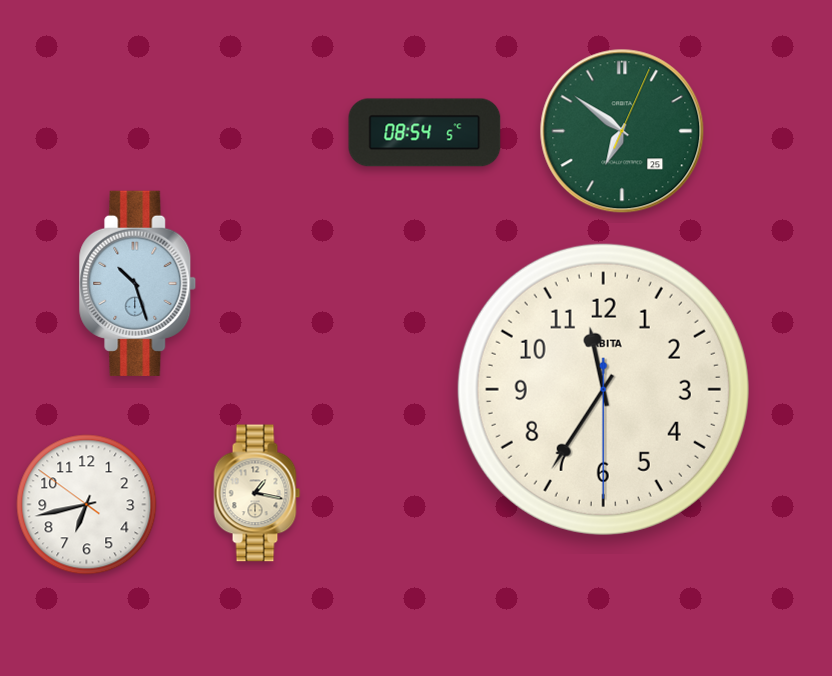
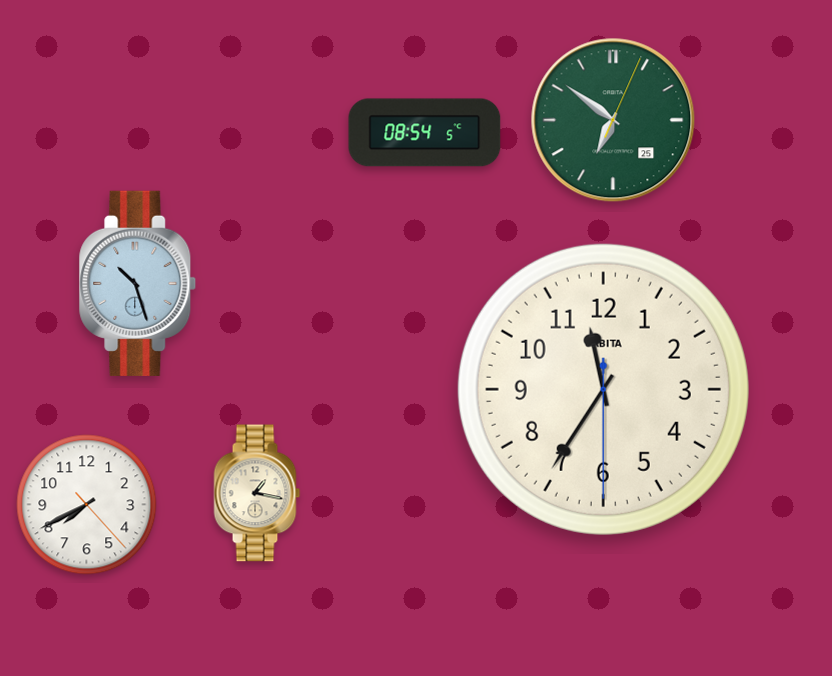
clock at (622, 131) position: (622, 131) -> (613, 120)
clock at (87, 505): 6:42 -> 7:40
